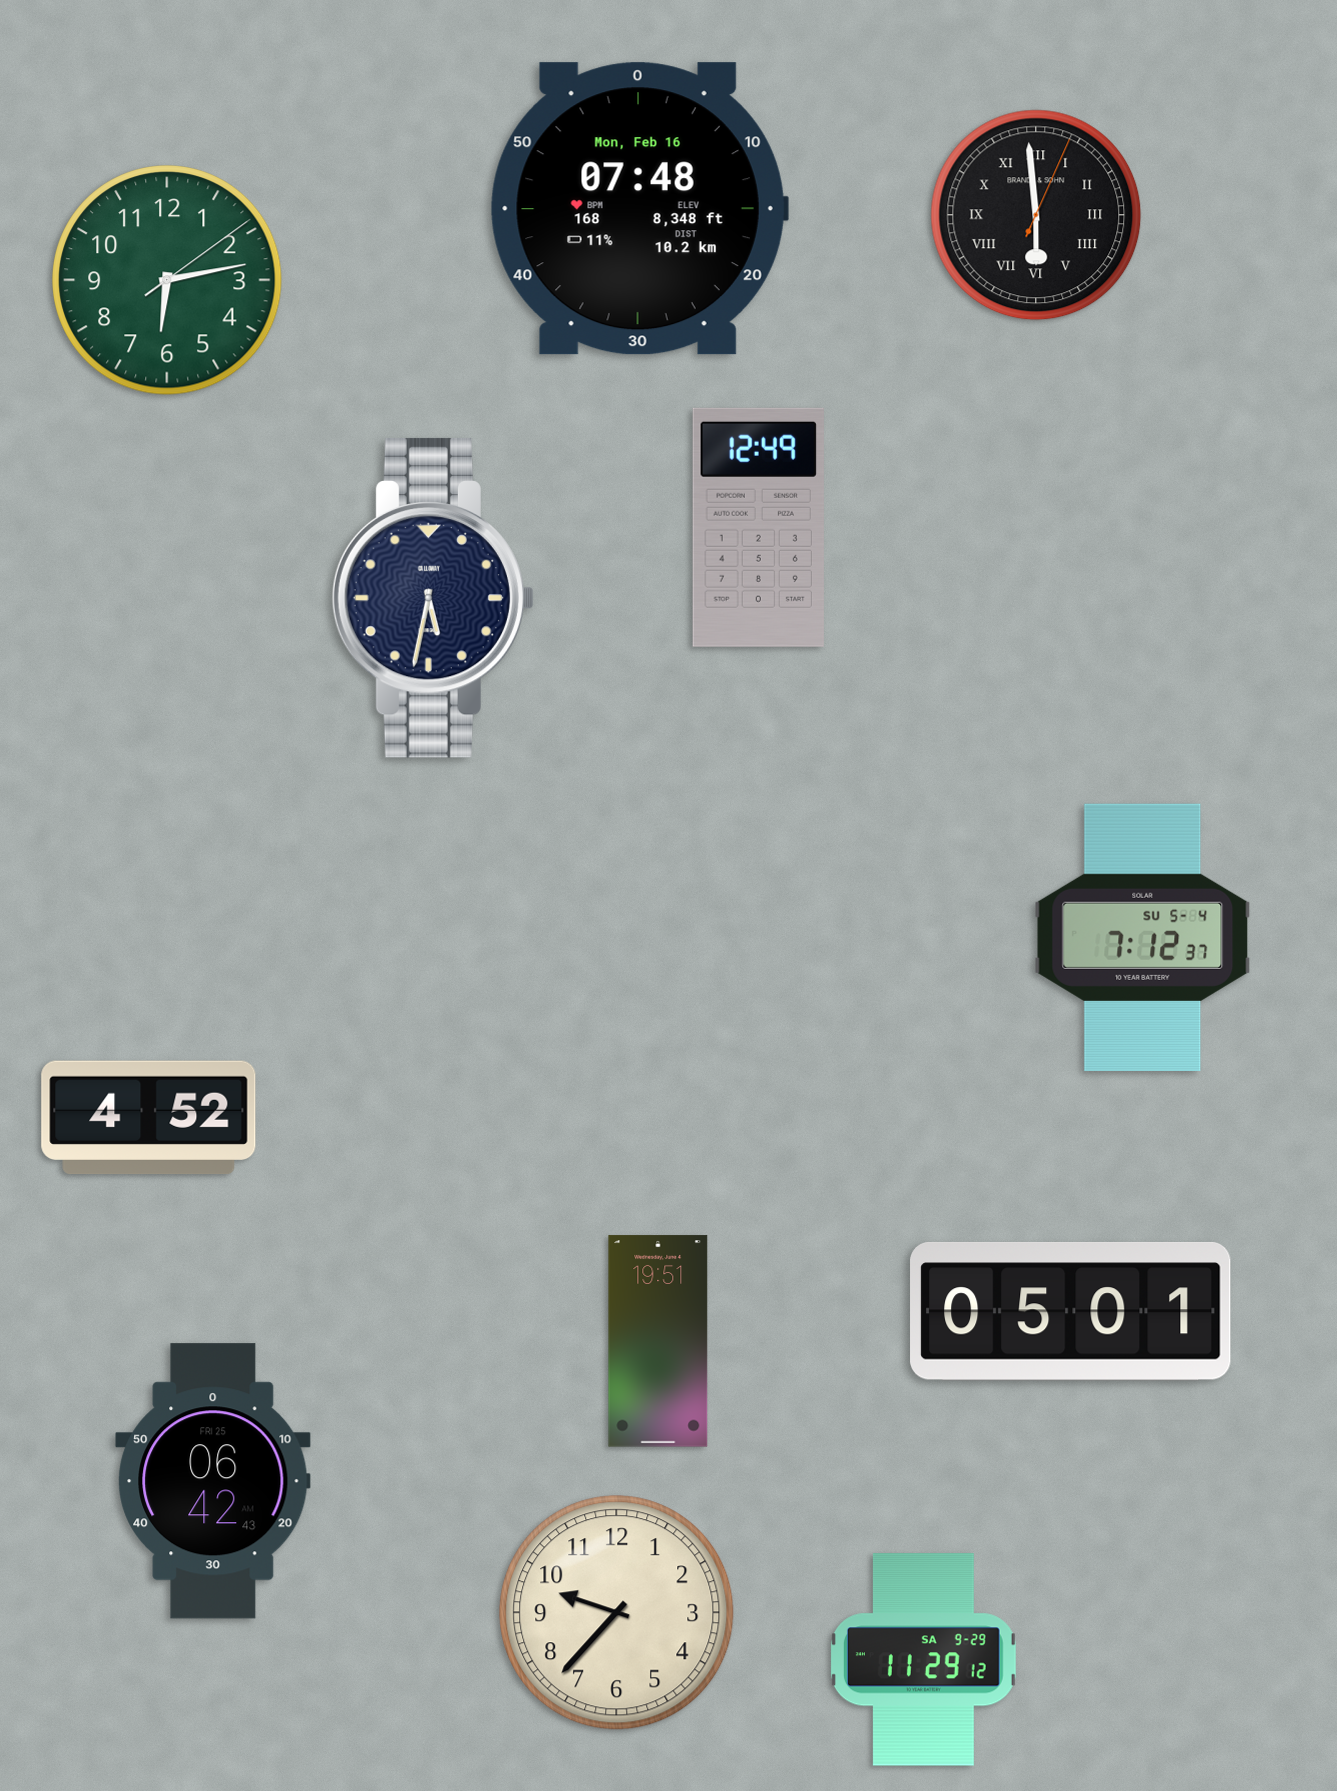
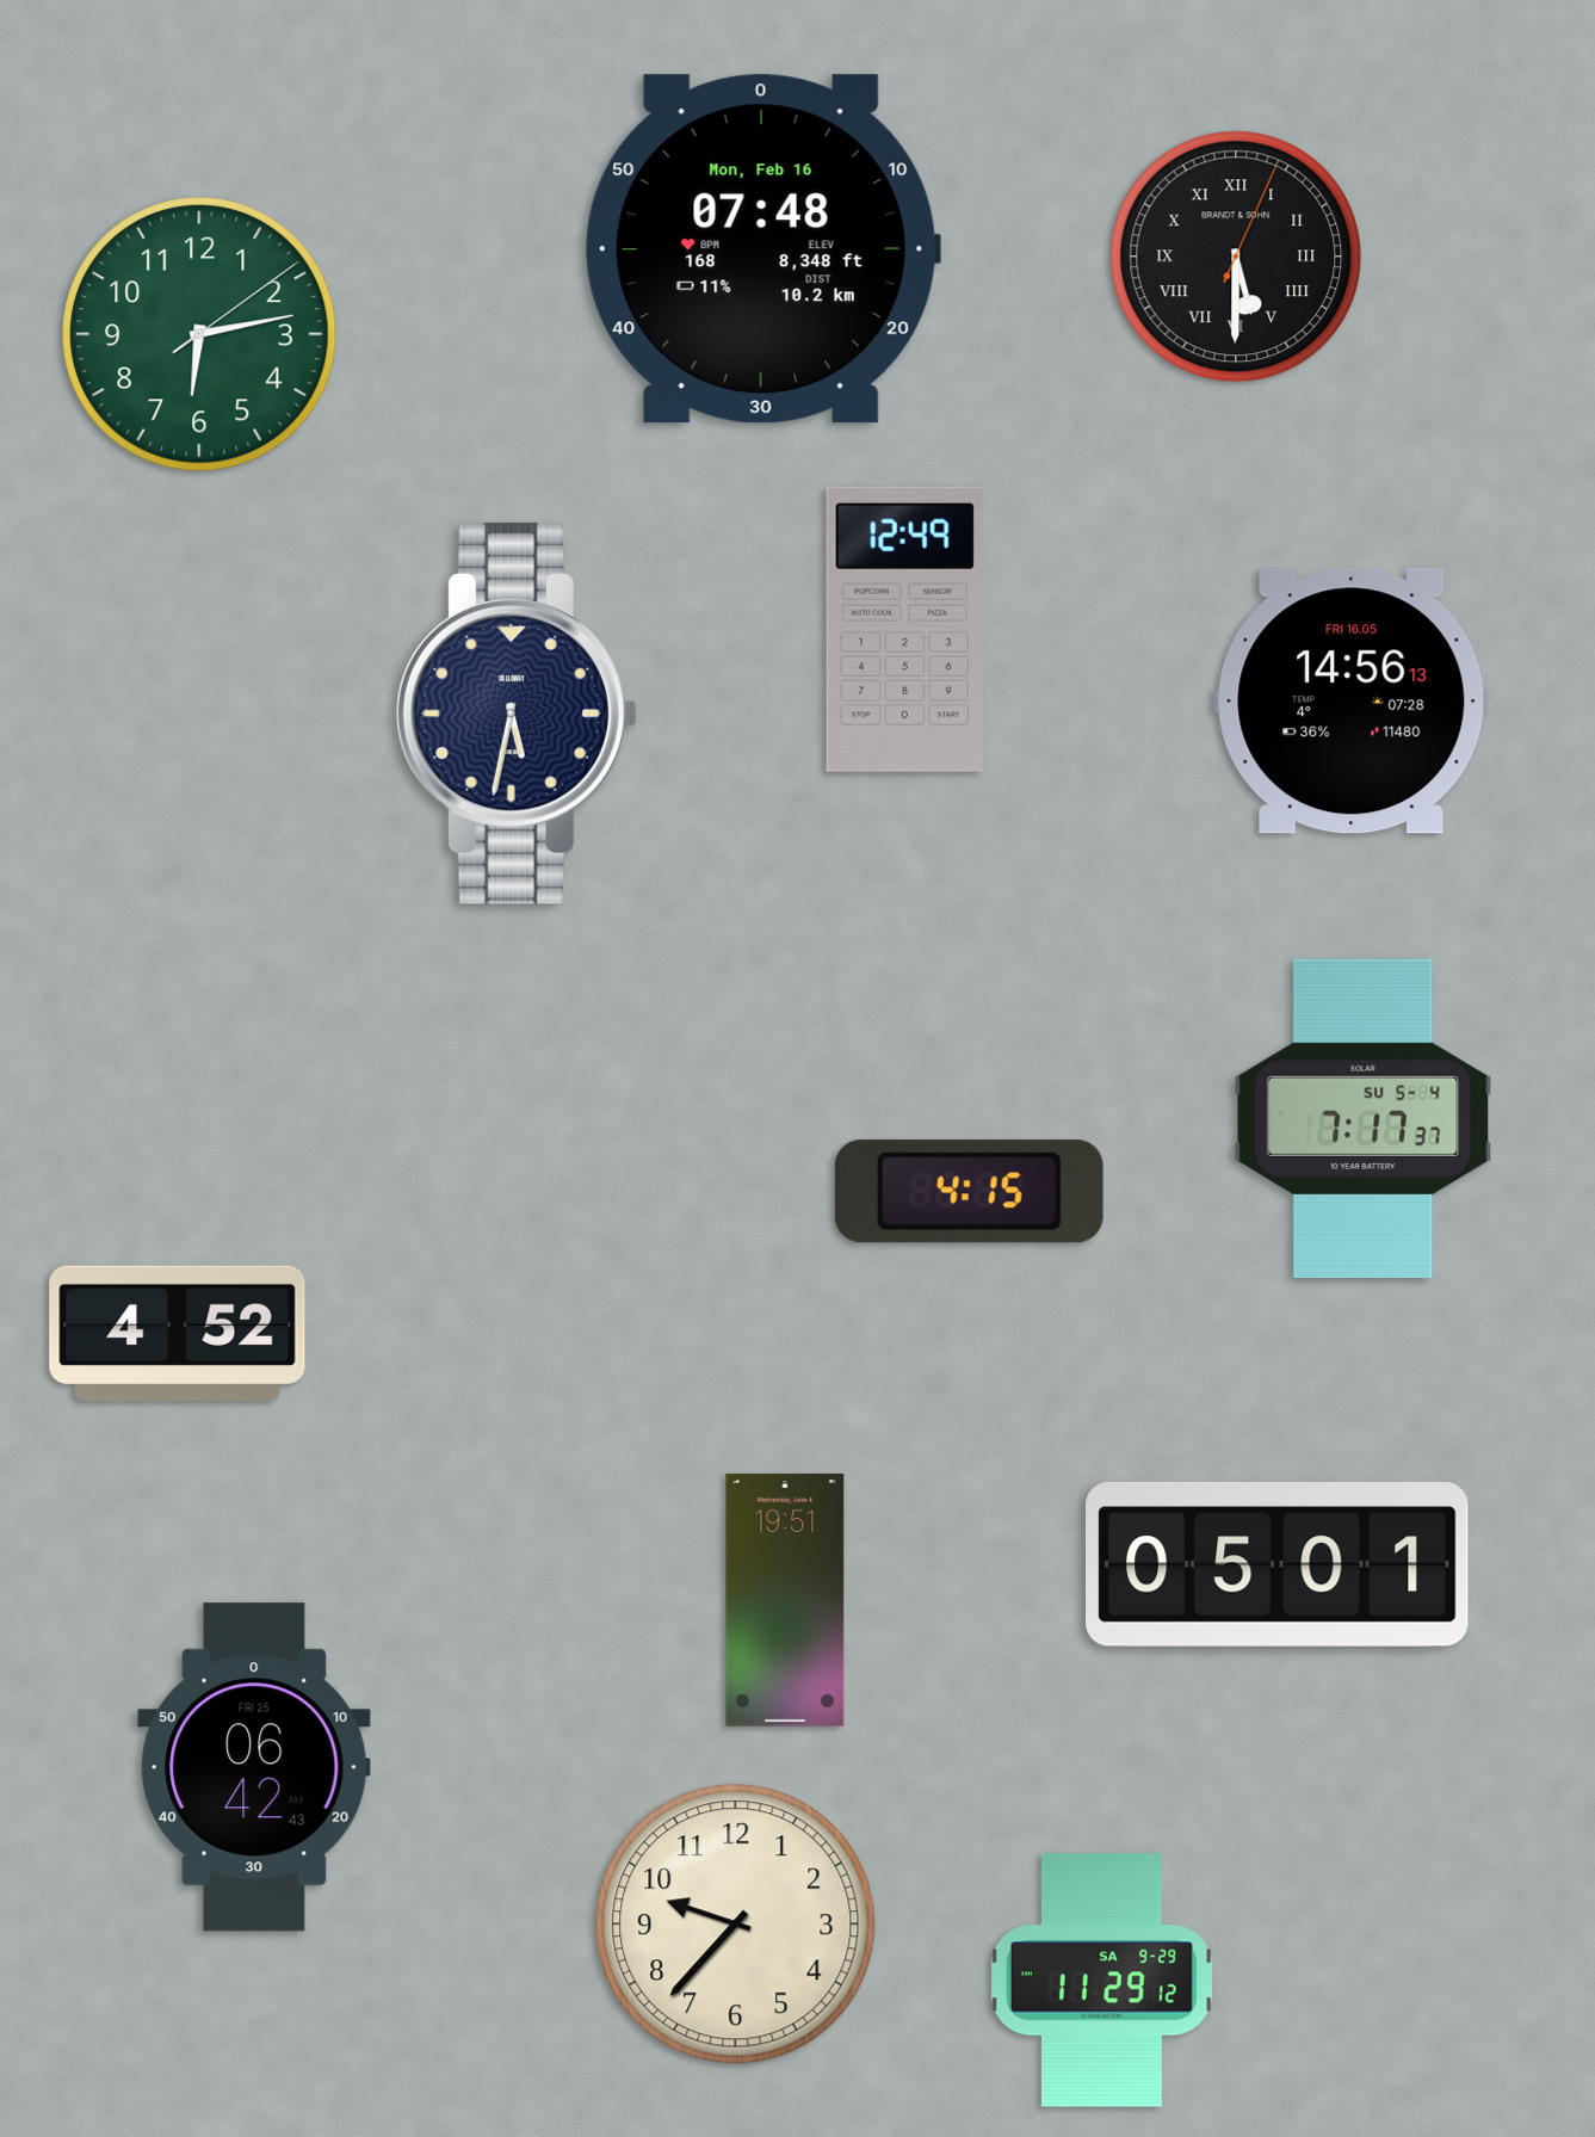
clock at (1036, 215): 5:59 -> 5:30
clock at (1352, 702): none -> 14:56
clock at (1143, 937): 7:12 -> 7:17
clock at (969, 1192): none -> 4:15
